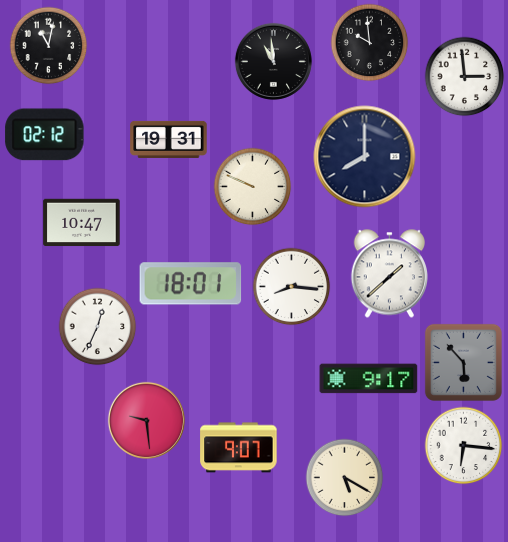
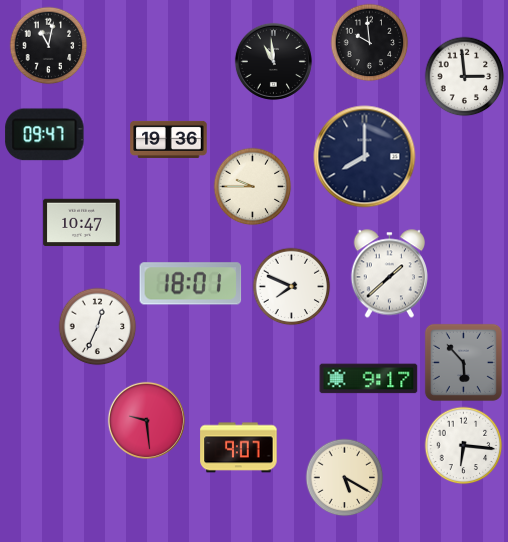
clock at (45, 135): 02:12 -> 09:47
clock at (169, 139): 19:31 -> 19:36
clock at (252, 186): 9:49 -> 9:45
clock at (291, 286): 8:16 -> 7:49
